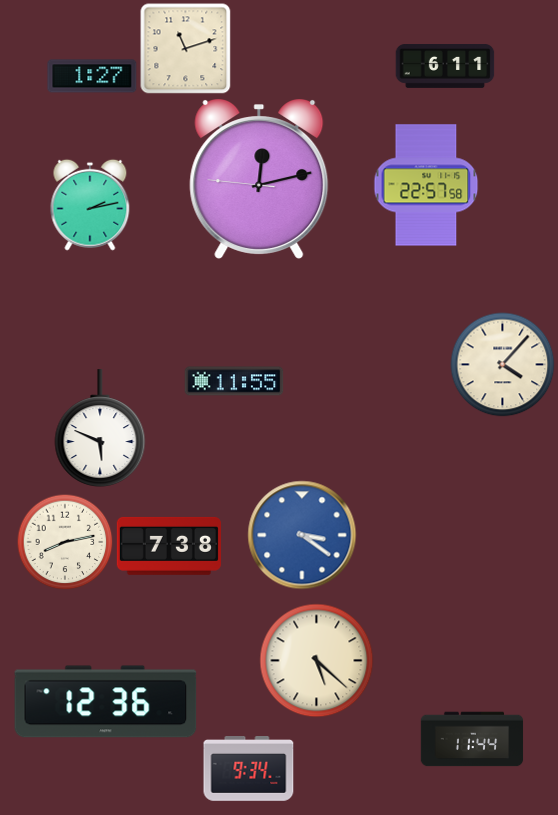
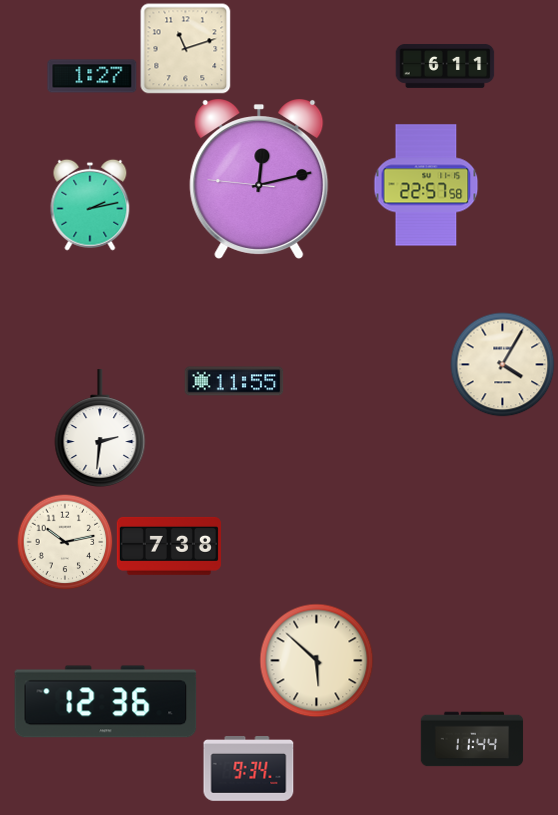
clock at (503, 365): 4:07 -> 4:05
clock at (100, 428): 5:49 -> 2:31
clock at (302, 535): 3:21 -> none
clock at (65, 542): 8:13 -> 10:13
clock at (317, 661): 5:22 -> 5:52
